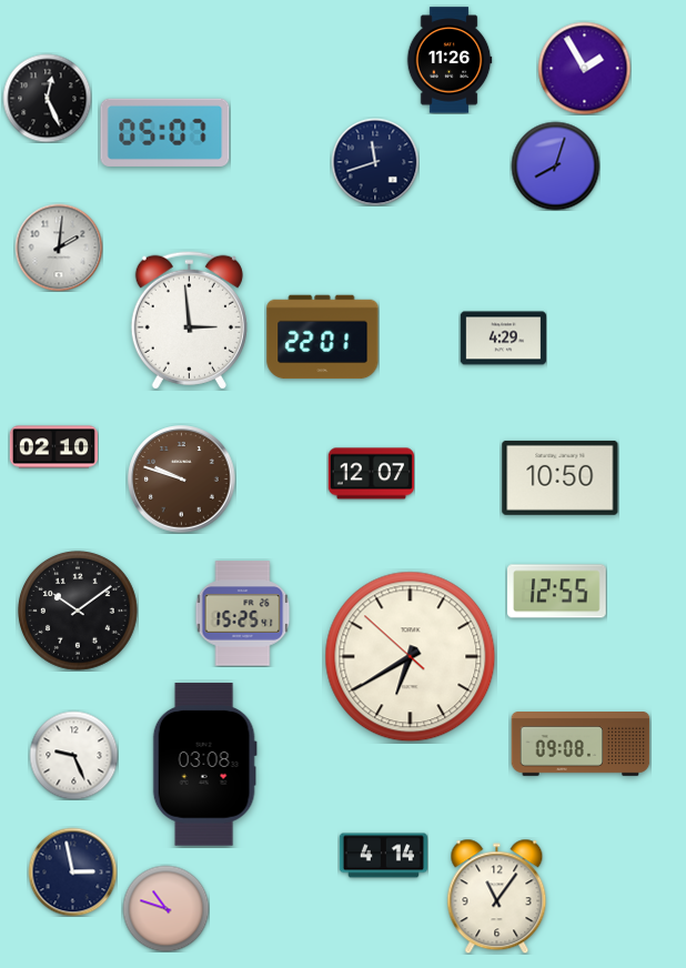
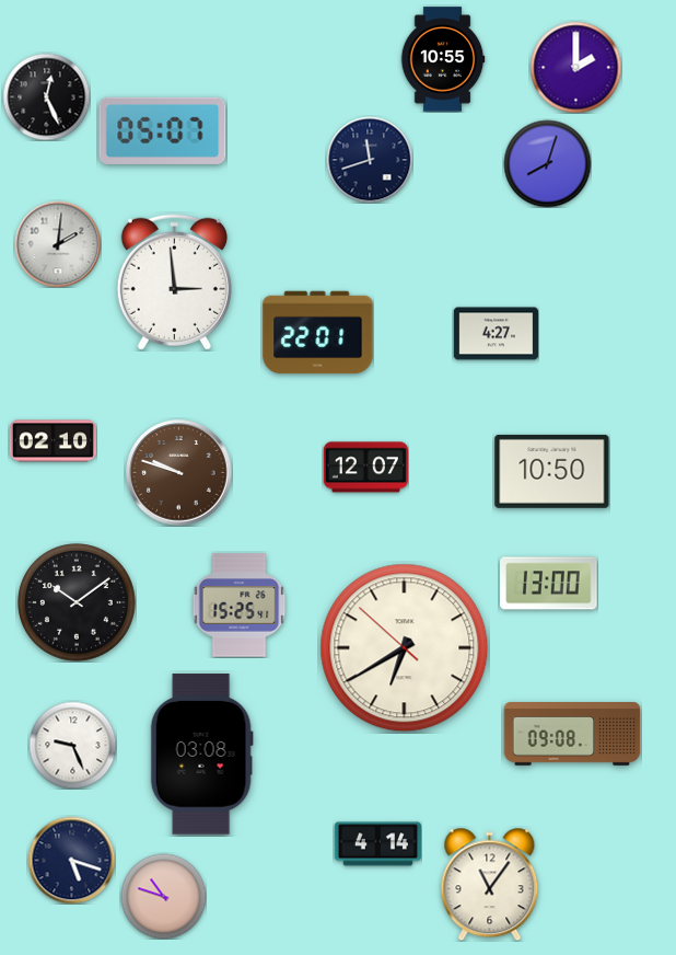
clock at (450, 60): 11:26 -> 10:55
clock at (584, 68): 1:55 -> 2:00
clock at (189, 320) position: (189, 320) -> (174, 281)
clock at (503, 339): 4:29 -> 4:27
clock at (557, 592): 12:55 -> 13:00
clock at (72, 871): 2:58 -> 5:18
